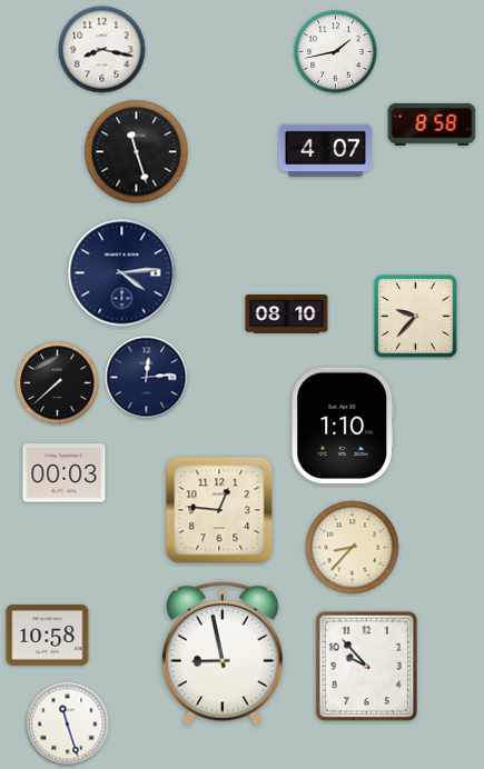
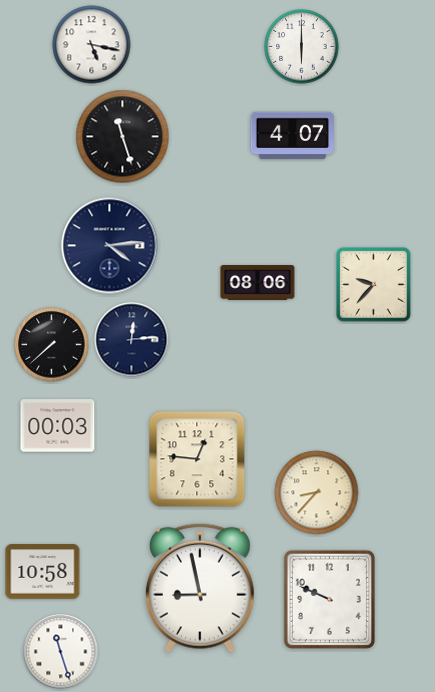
clock at (102, 50): 8:17 -> 5:17
clock at (336, 52): 1:43 -> 6:00
clock at (432, 124): 8:58 -> none
clock at (287, 314): 08:10 -> 08:06
clock at (343, 426): 1:10 -> none
clock at (366, 666): 9:53 -> 9:49
